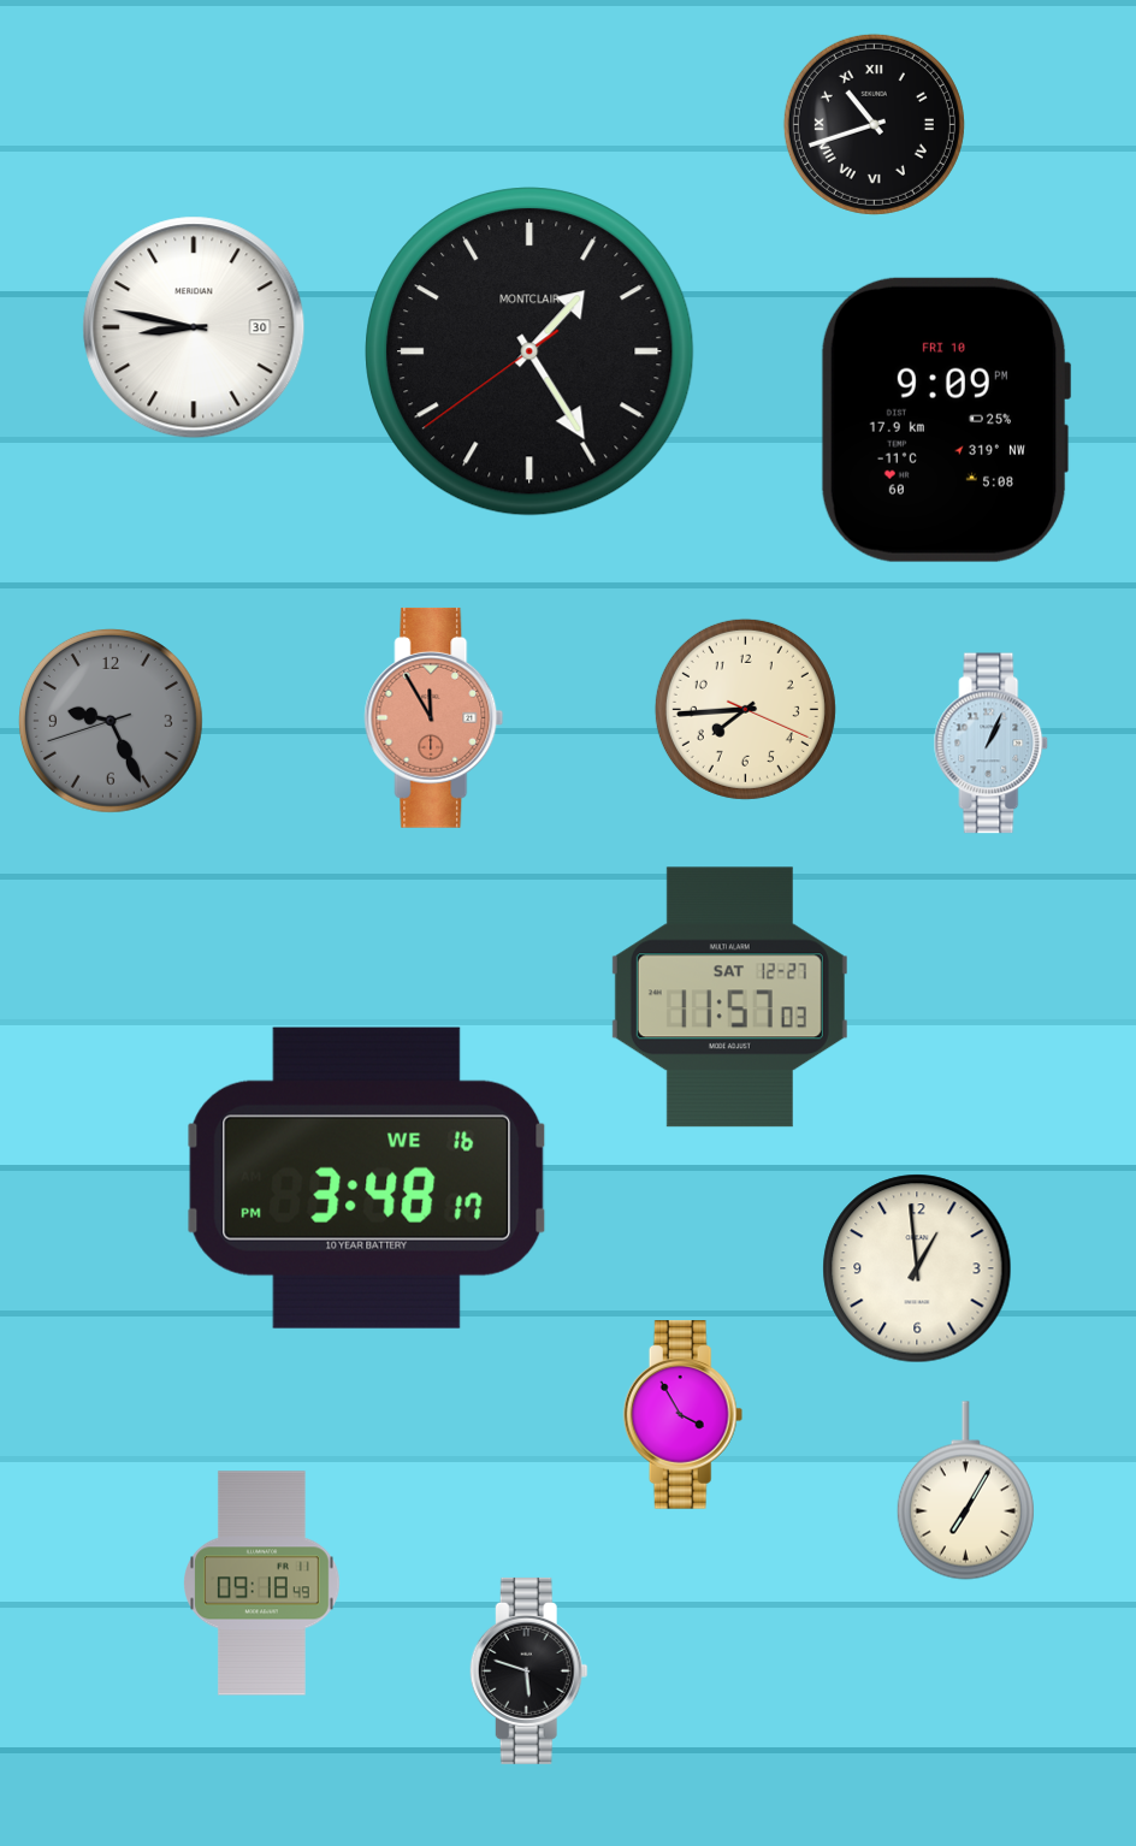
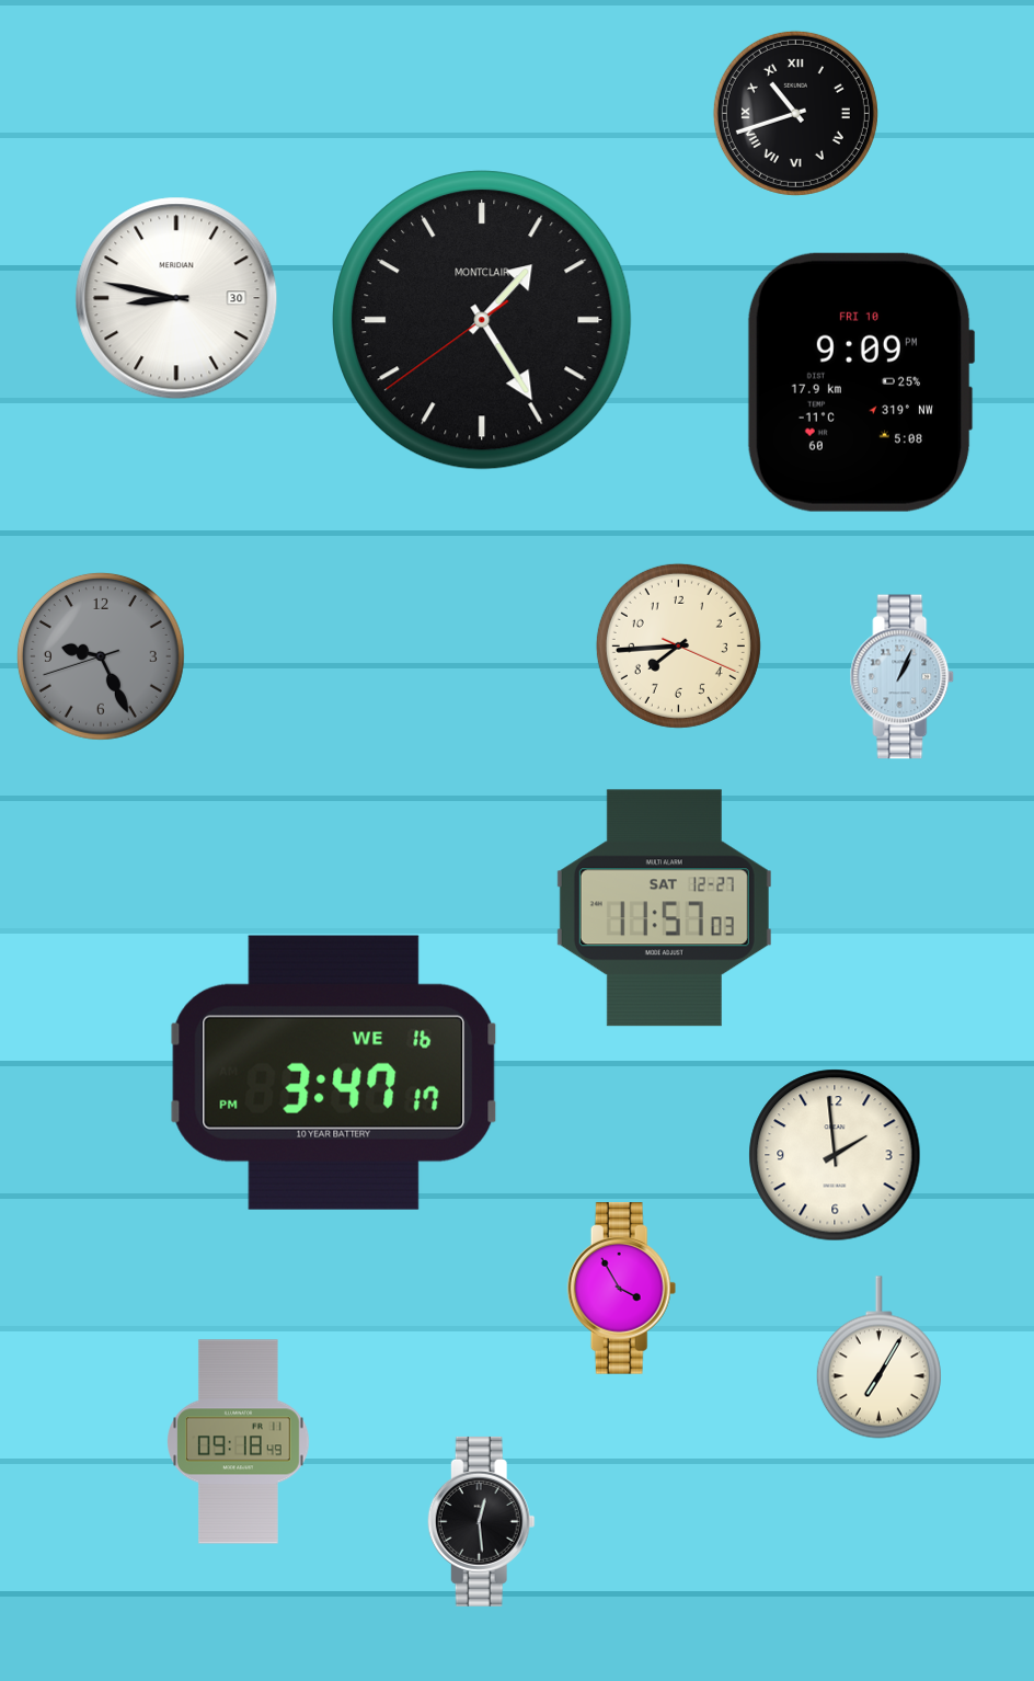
clock at (434, 717): 11:55 -> none
clock at (367, 1178): 3:48 -> 3:47
clock at (917, 1268): 12:59 -> 1:59
clock at (528, 1670): 5:48 -> 12:29
